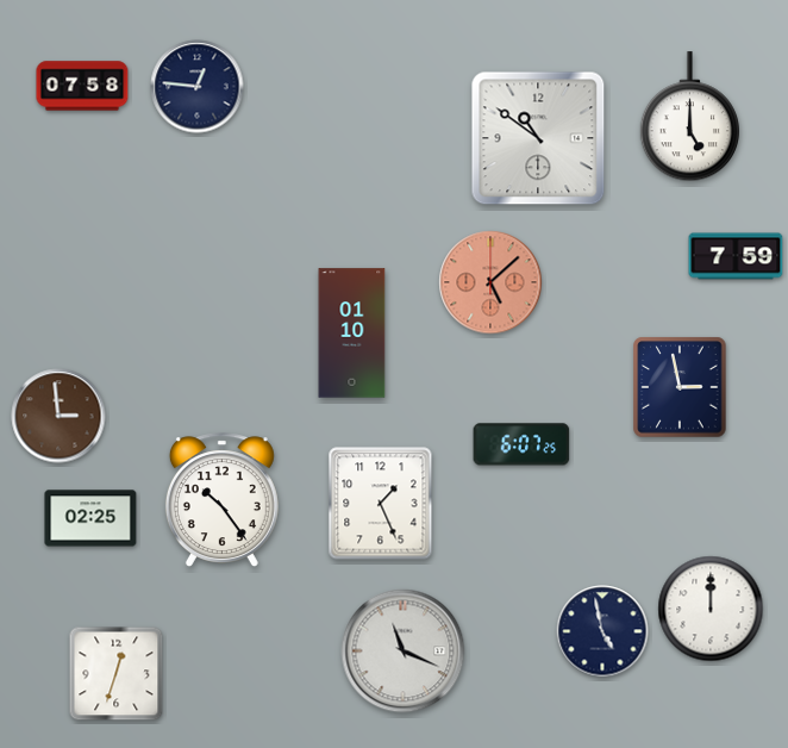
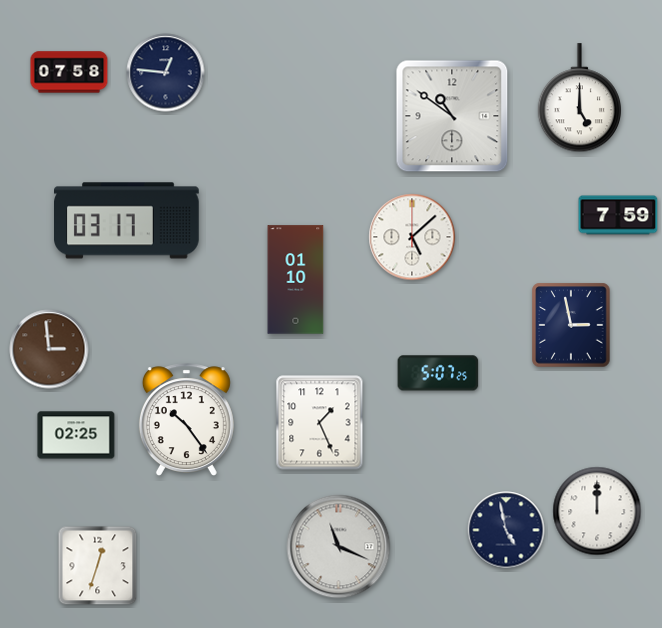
clock at (127, 221): none -> 03:17
clock at (490, 282) dial: salmon -> white
clock at (521, 444): 6:07 -> 5:07
